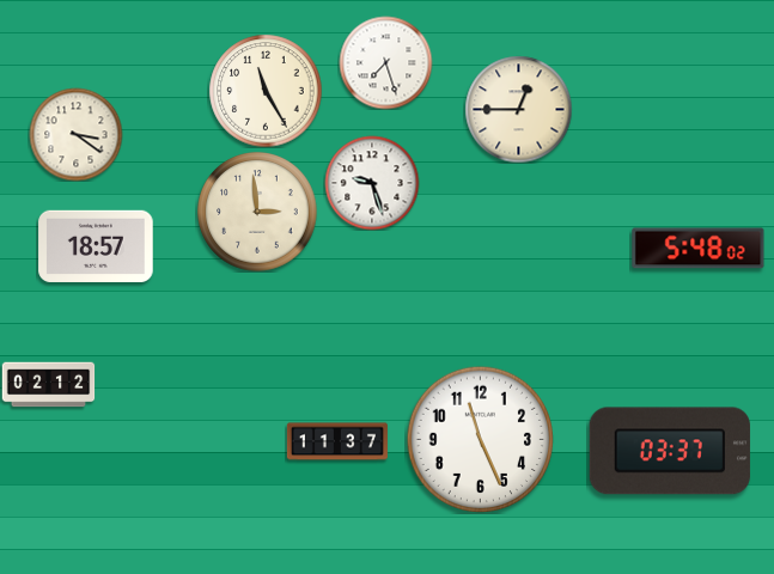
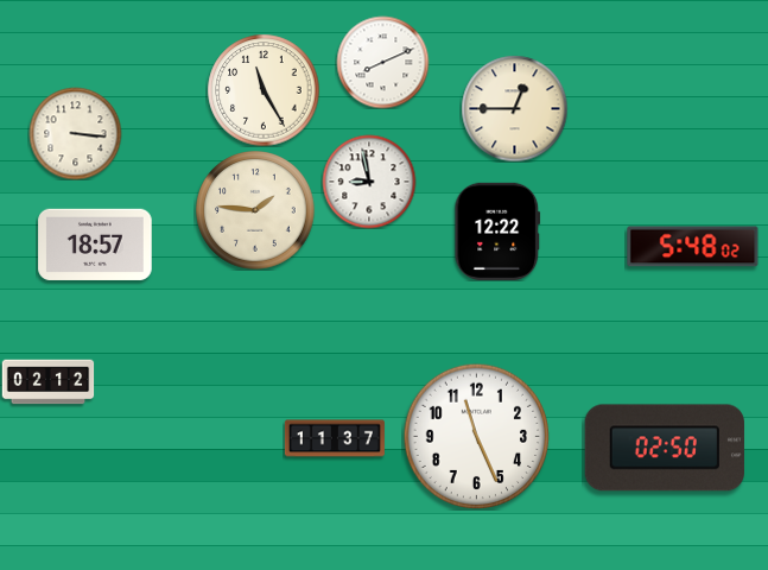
clock at (385, 62): 7:27 -> 8:11
clock at (75, 134): 3:21 -> 3:16
clock at (372, 183): 9:27 -> 8:58
clock at (257, 212): 2:59 -> 1:46
clock at (497, 232): none -> 12:22
clock at (670, 451): 03:37 -> 02:50
